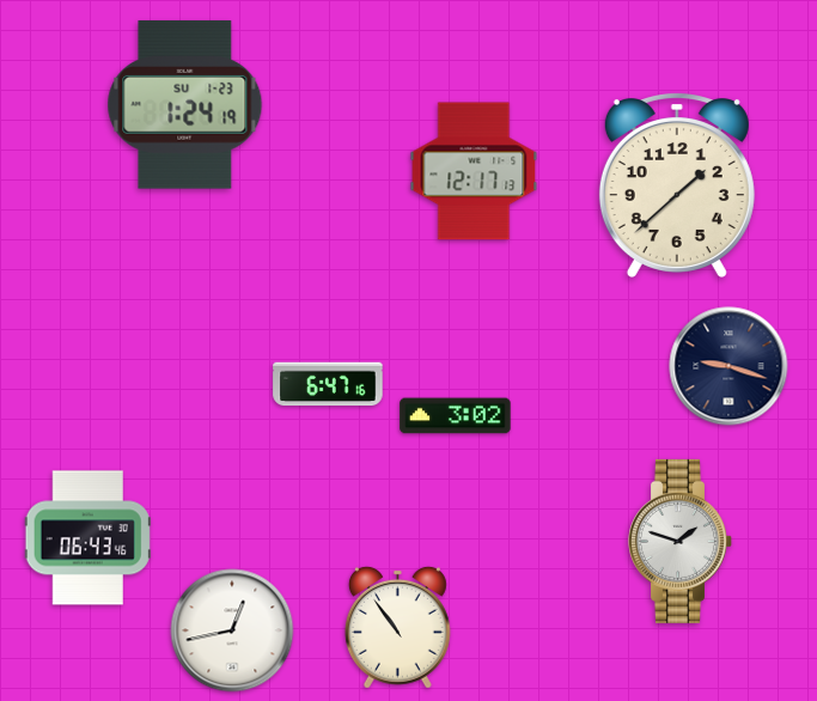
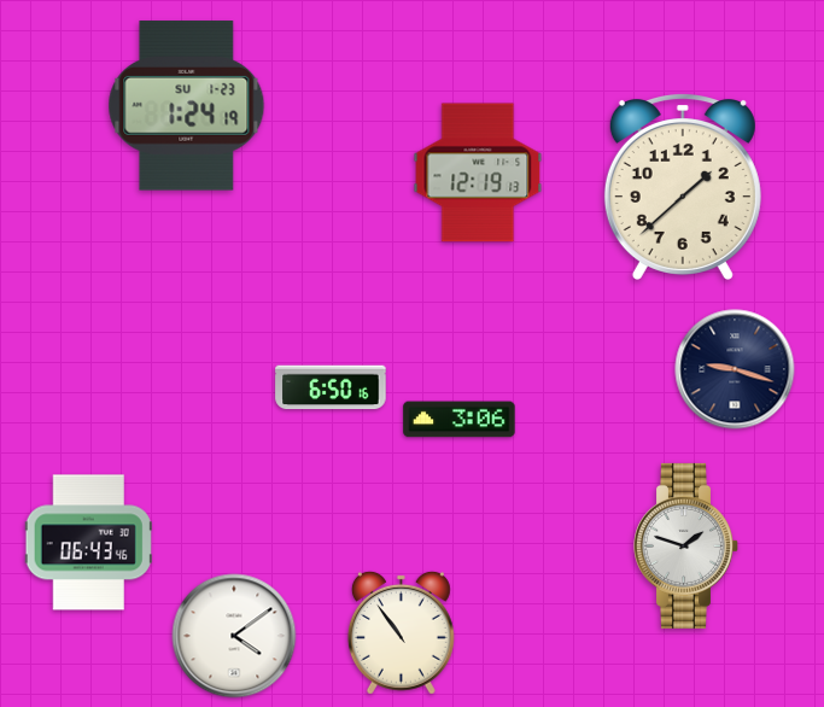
clock at (474, 171): 12:17 -> 12:19
clock at (328, 384): 6:47 -> 6:50
clock at (456, 416): 3:02 -> 3:06
clock at (232, 630): 12:43 -> 4:09
